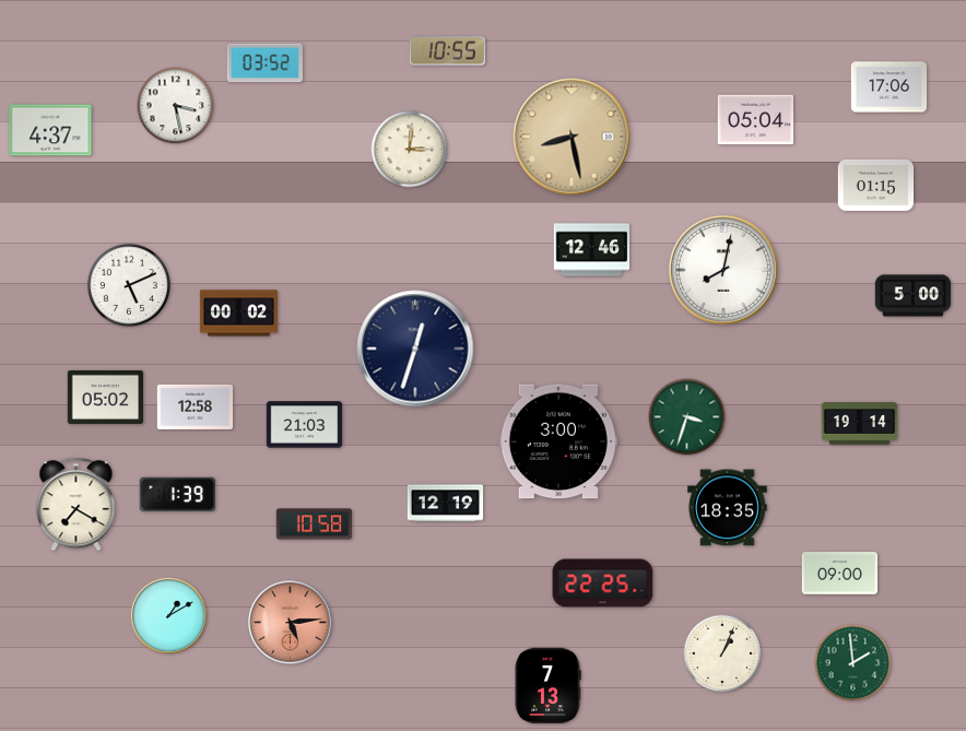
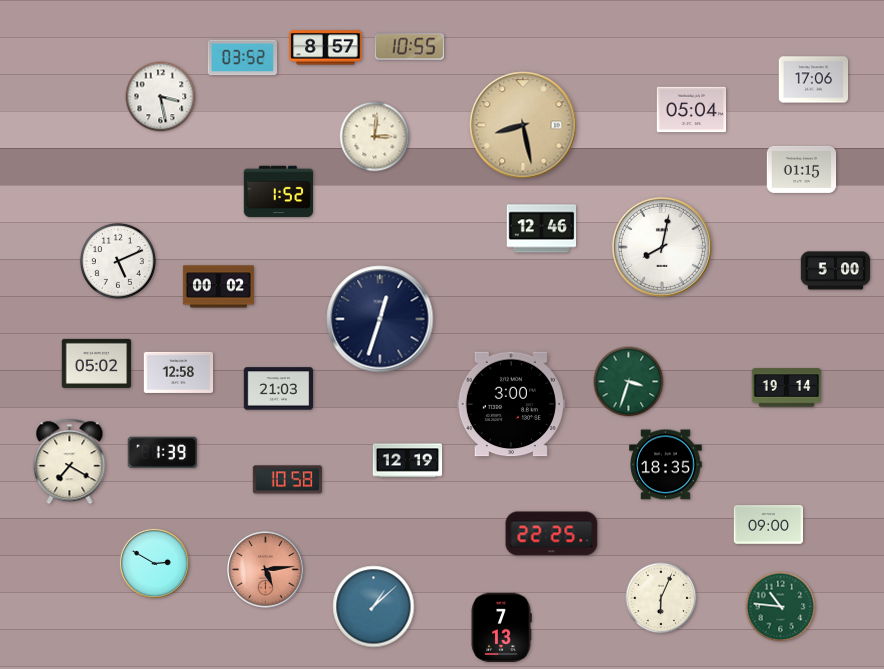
clock at (326, 48): none -> 8:57
clock at (50, 130): 4:37 -> none
clock at (279, 192): none -> 1:52
clock at (168, 615): 1:10 -> 2:50
clock at (722, 653): 1:04 -> 6:04
clock at (374, 607): none -> 1:08
clock at (853, 663): 1:59 -> 10:46
